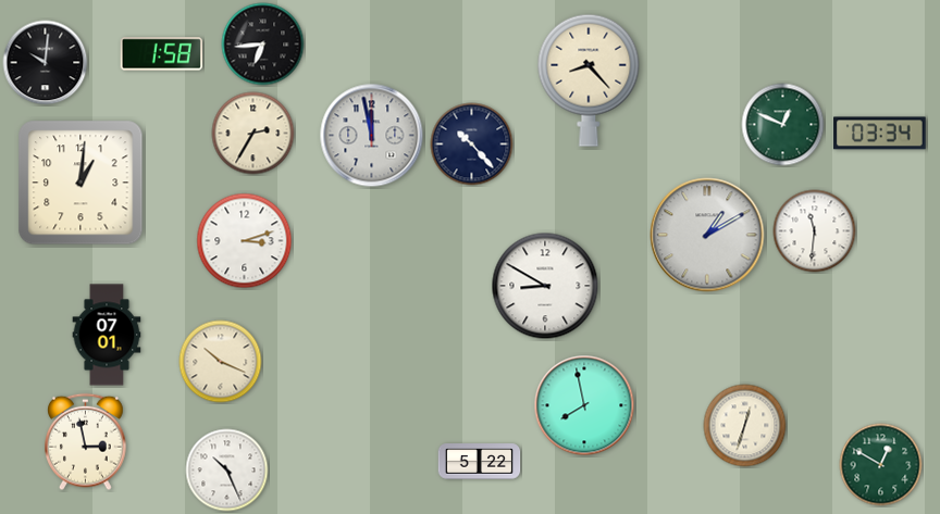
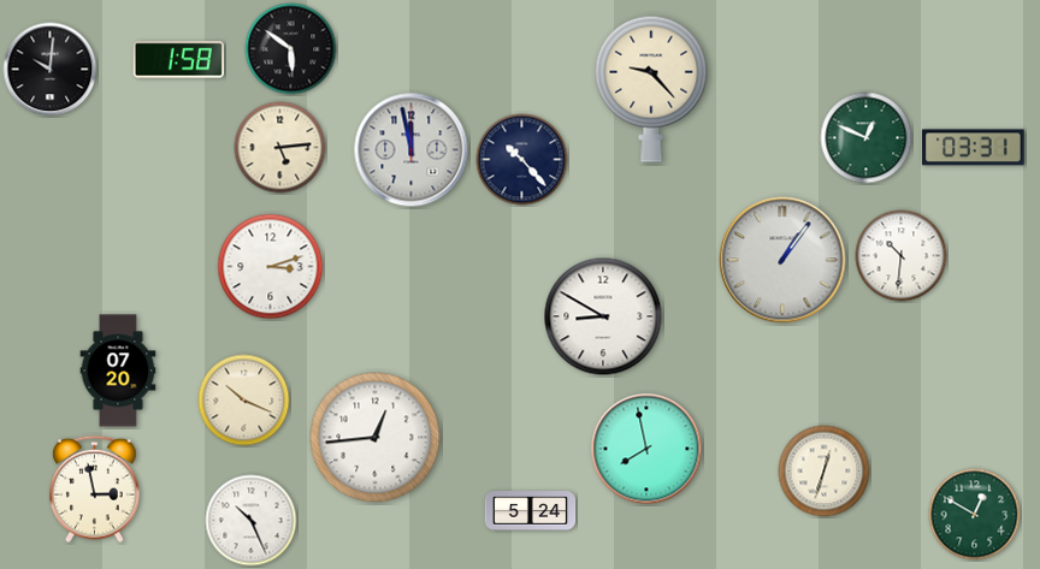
clock at (263, 45): 6:44 -> 5:51
clock at (589, 80): 8:23 -> 9:23
clock at (253, 134): 2:35 -> 5:14
clock at (880, 134): 03:34 -> 03:31
clock at (81, 183): 1:01 -> none
clock at (815, 231): 11:31 -> 10:31
clock at (707, 235): 1:10 -> 1:06
clock at (107, 335): 07:01 -> 07:20
clock at (376, 438): none -> 12:44
clock at (480, 462): 5:22 -> 5:24
